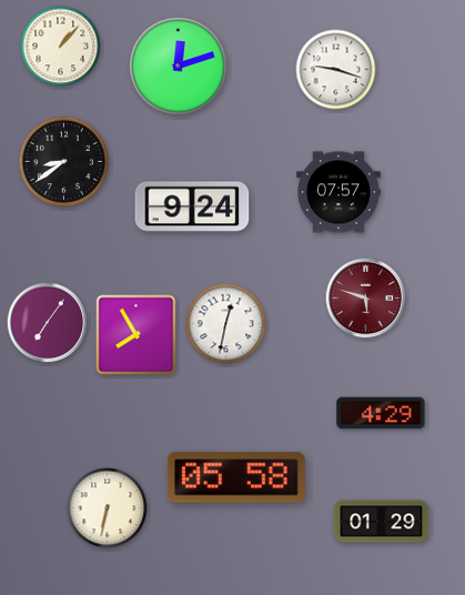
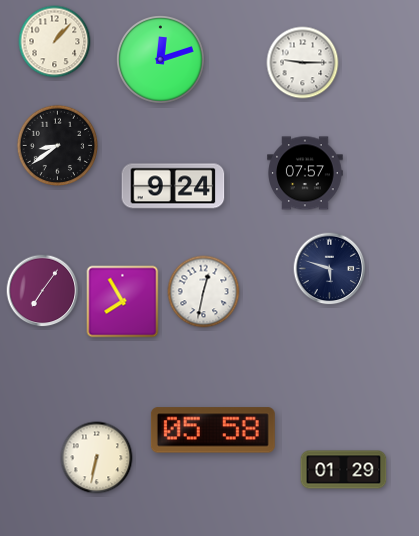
clock at (336, 70): 9:18 -> 9:15
clock at (366, 299) dial: burgundy -> navy
clock at (381, 413): 4:29 -> none
